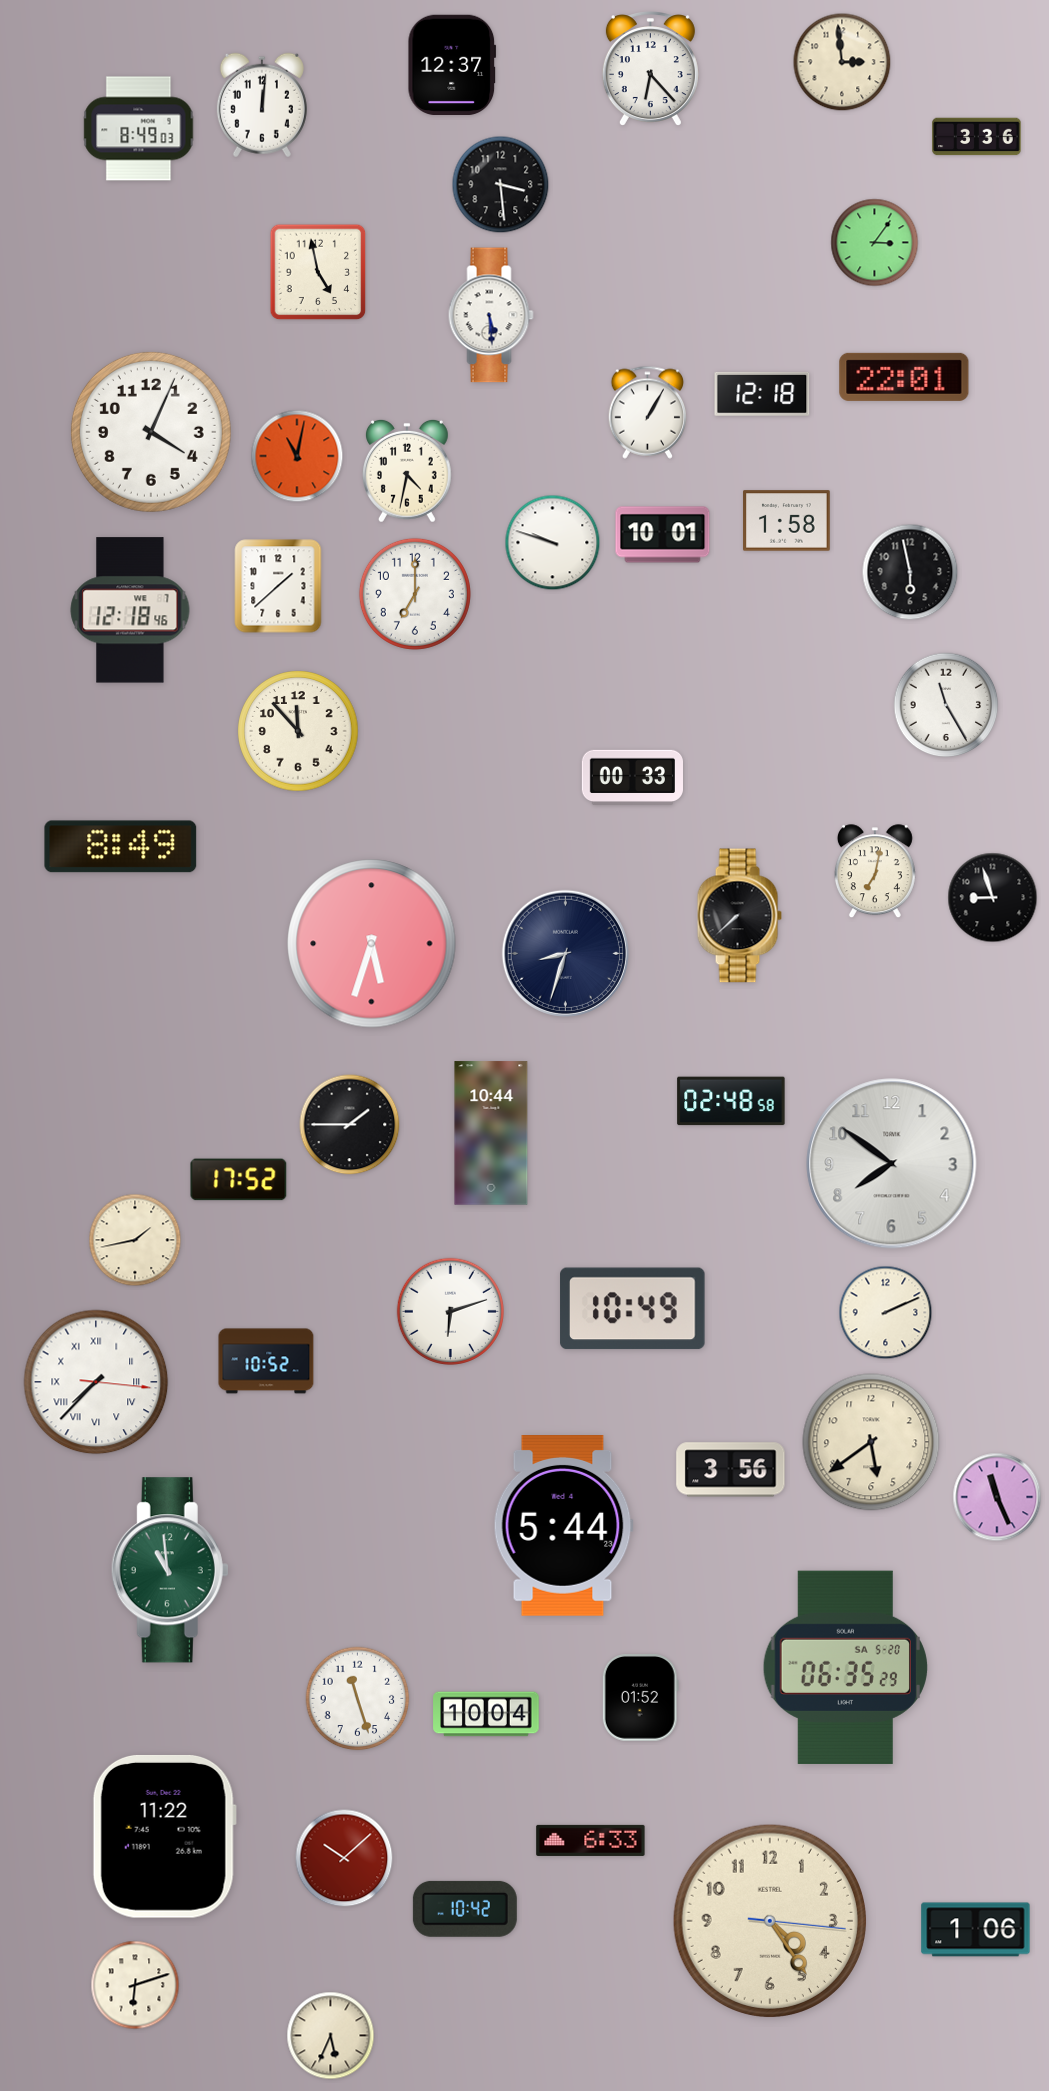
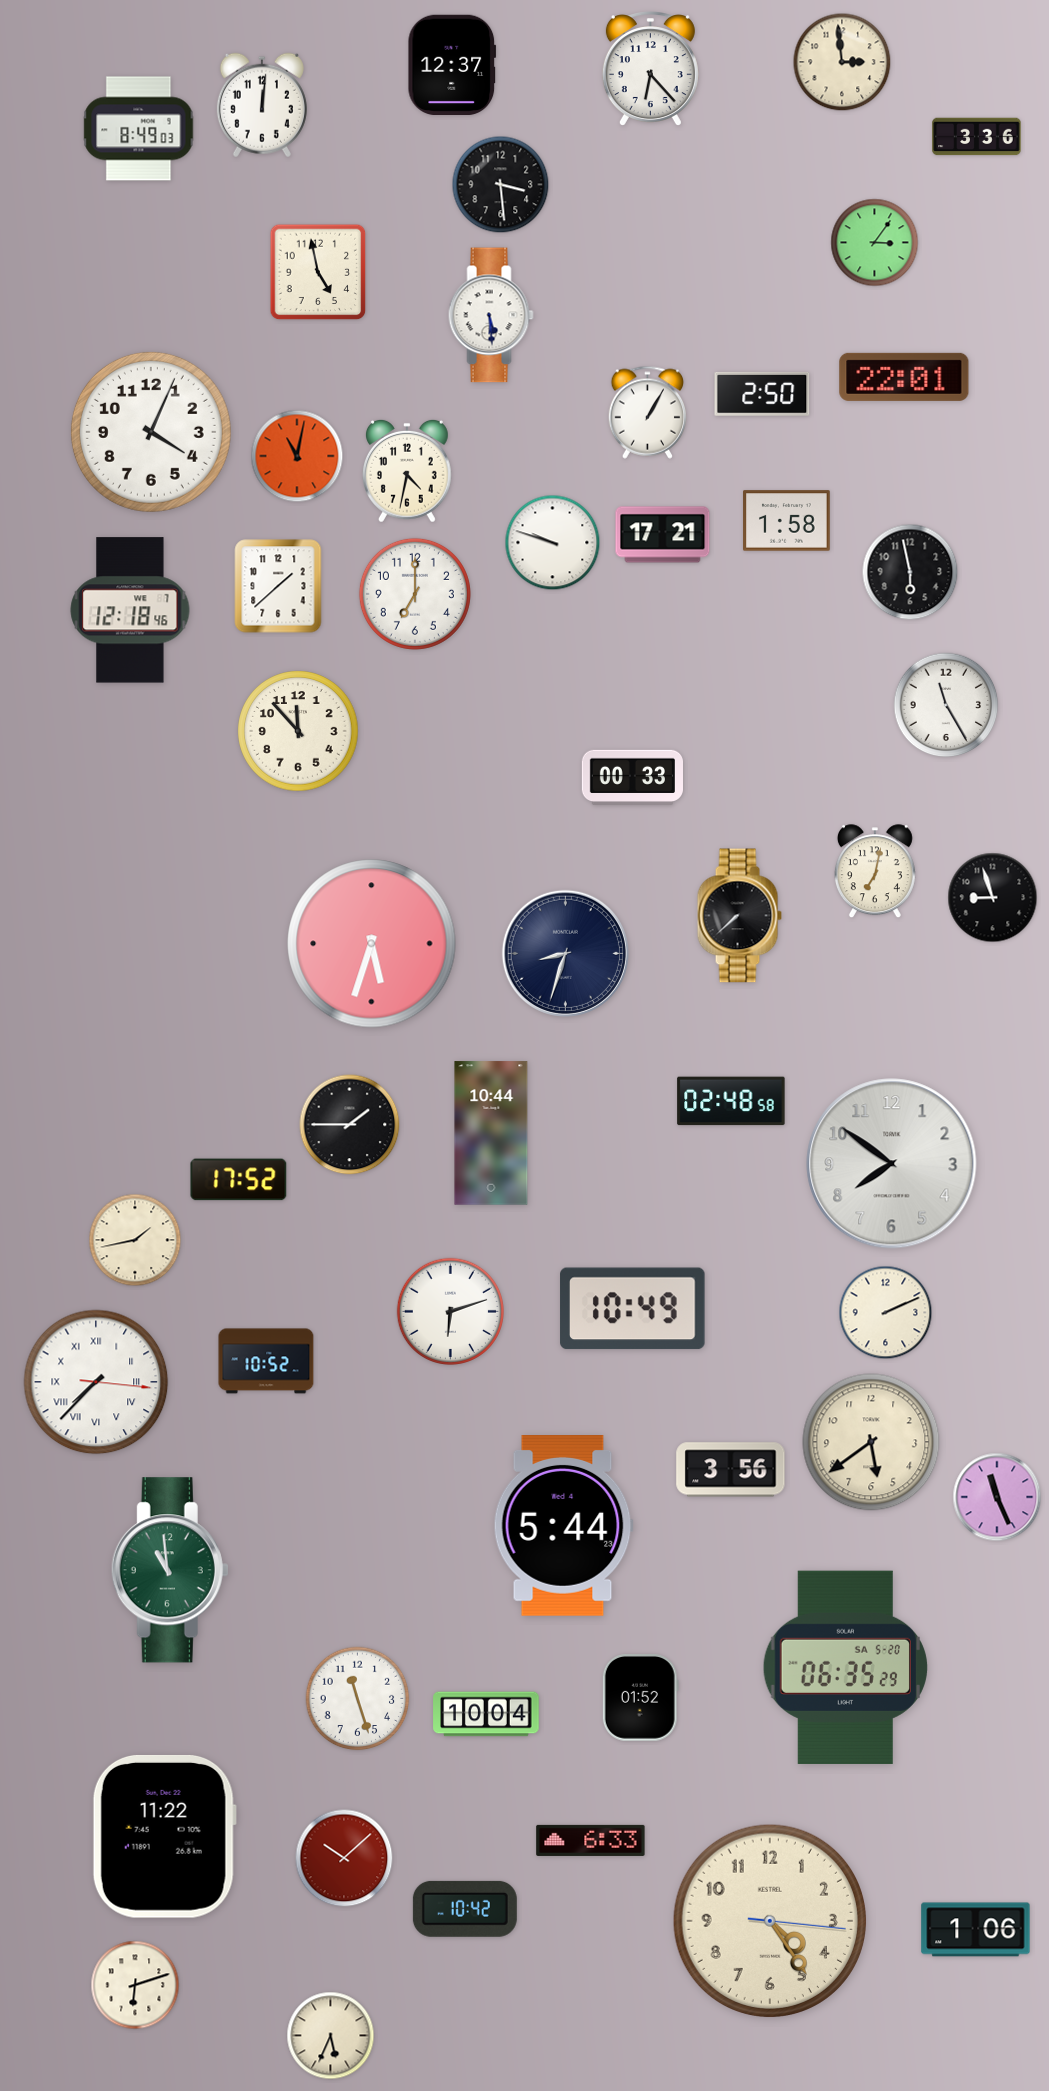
clock at (762, 394): 12:18 -> 2:50
clock at (663, 535): 10:01 -> 17:21
clock at (121, 847): 8:49 -> none
